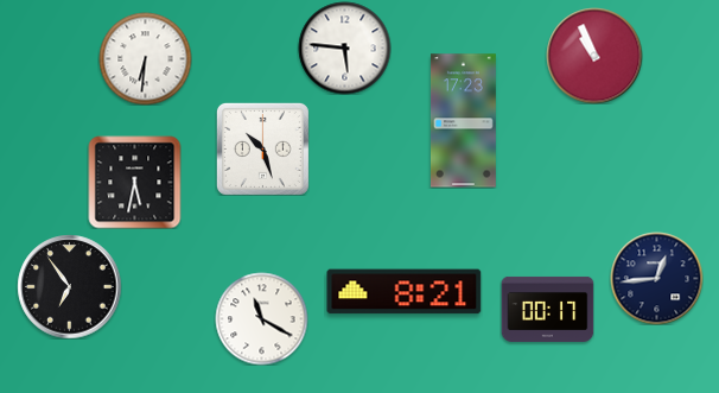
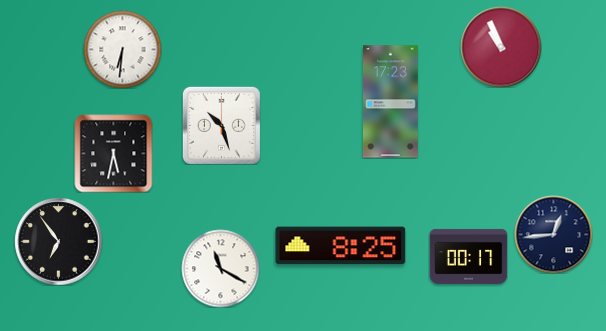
clock at (344, 47): 5:46 -> none
clock at (405, 292): 8:21 -> 8:25
clock at (547, 309) position: (547, 309) -> (468, 256)
